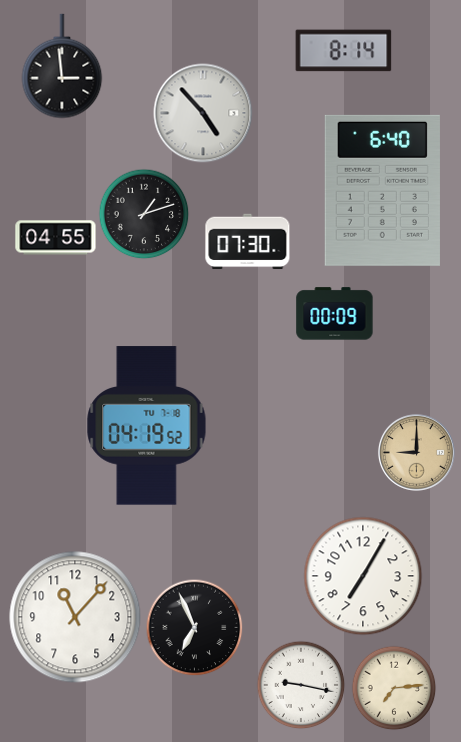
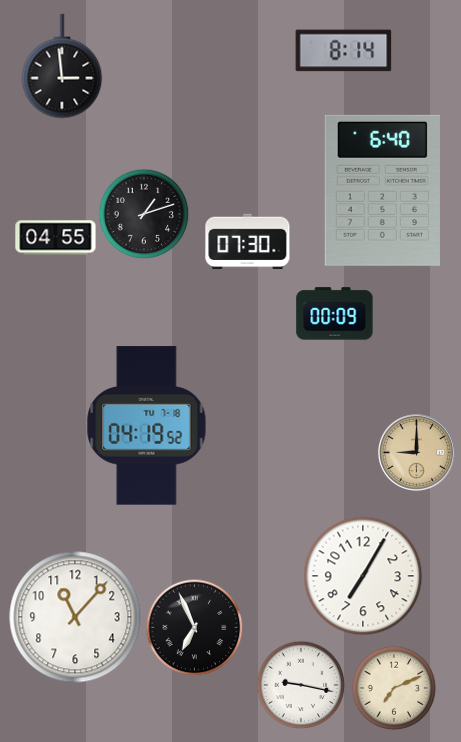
clock at (203, 113): 4:53 -> none
clock at (394, 688): 7:14 -> 7:11
